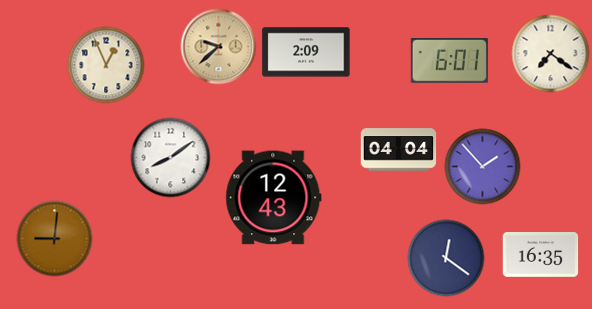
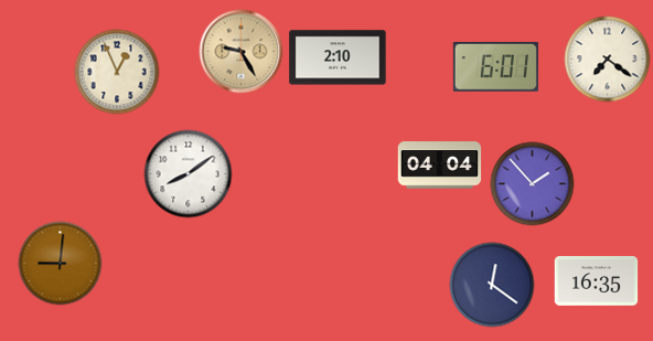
clock at (219, 47): 9:38 -> 9:25
clock at (306, 52): 2:09 -> 2:10
clock at (274, 198): 12:43 -> none
